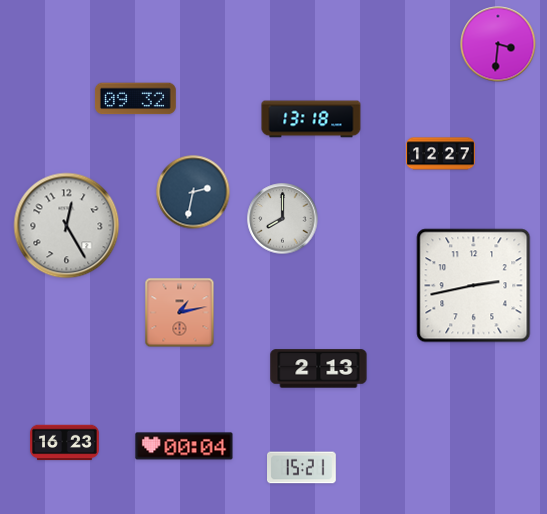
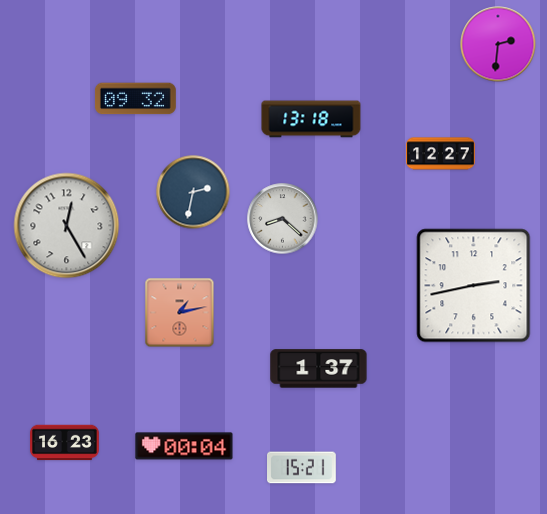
clock at (498, 44): 3:31 -> 2:31
clock at (283, 219): 8:00 -> 8:22
clock at (319, 369): 2:13 -> 1:37
